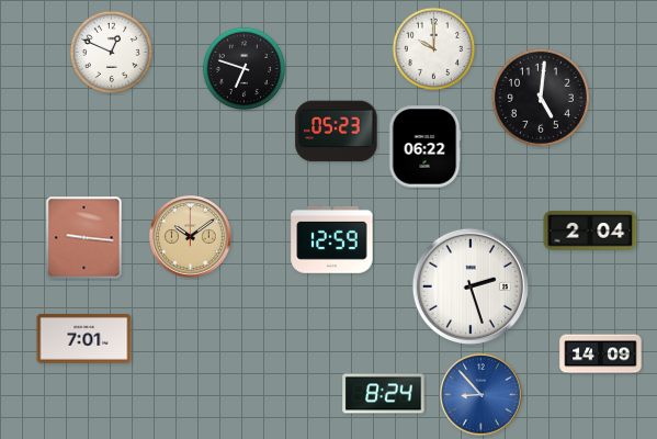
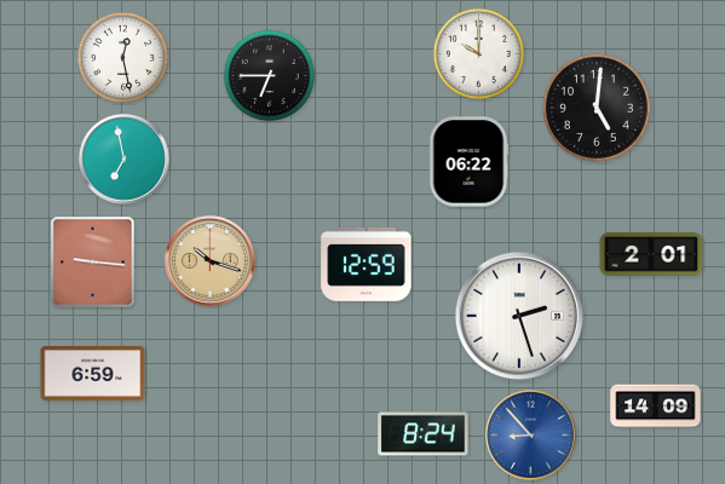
clock at (111, 52): 12:49 -> 12:28
clock at (243, 68): 6:48 -> 6:45
clock at (337, 132): 05:23 -> none
clock at (125, 160): none -> 6:58
clock at (590, 230): 2:04 -> 2:01
clock at (191, 237): 10:09 -> 10:18
clock at (84, 339): 7:01 -> 6:59
clock at (601, 354) position: (601, 354) -> (656, 407)
